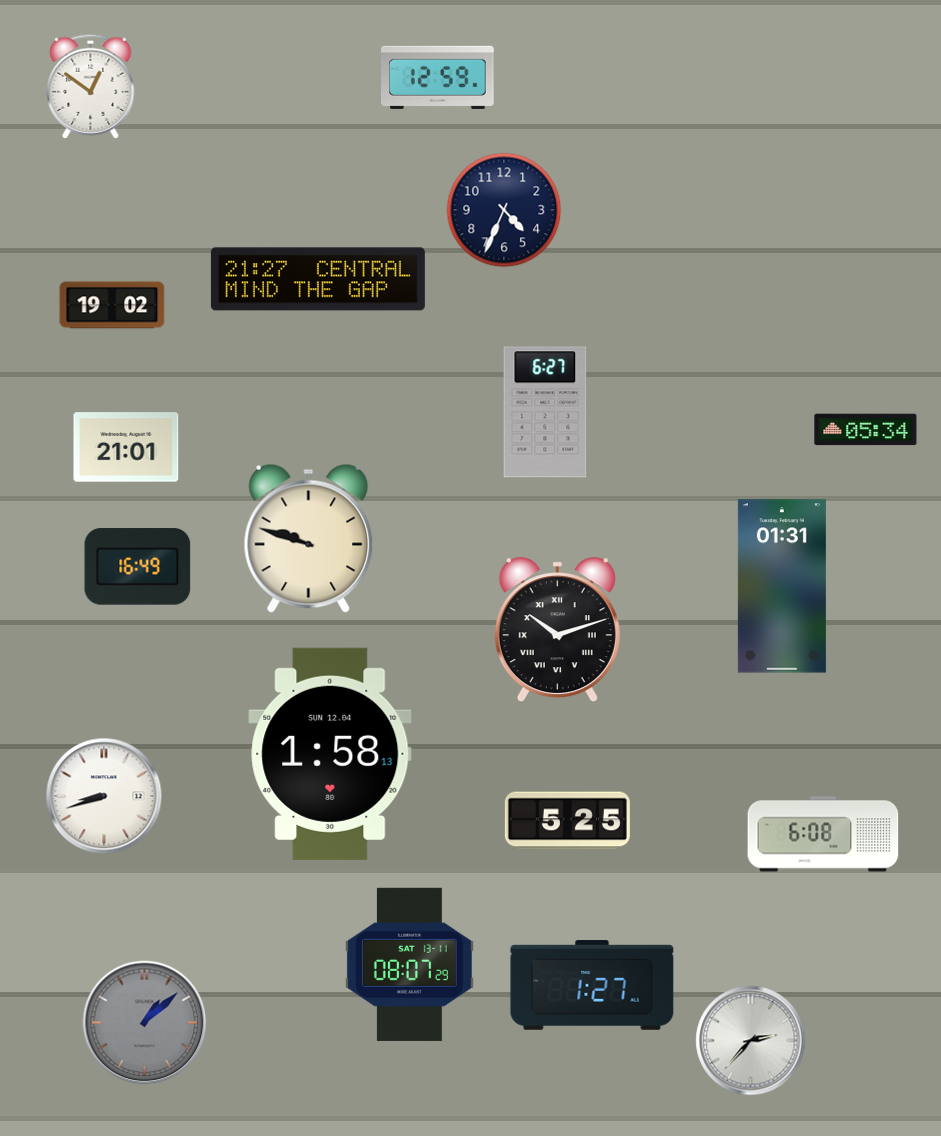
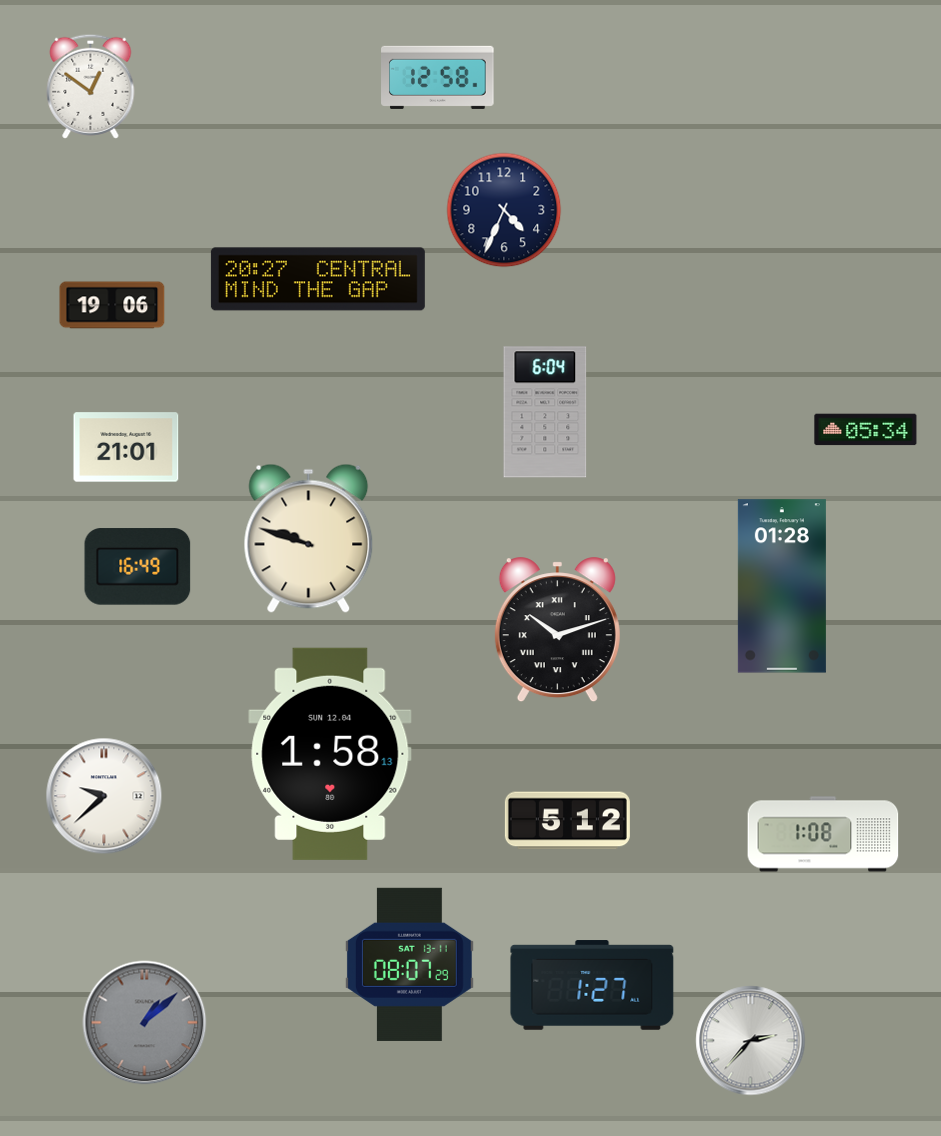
clock at (438, 77): 12:59 -> 12:58
clock at (318, 279): 21:27 -> 20:27
clock at (112, 305): 19:02 -> 19:06
clock at (545, 412): 6:27 -> 6:04
clock at (782, 586): 01:31 -> 01:28
clock at (104, 796): 8:42 -> 9:38
clock at (567, 821): 5:25 -> 5:12
clock at (823, 834): 6:08 -> 1:08
